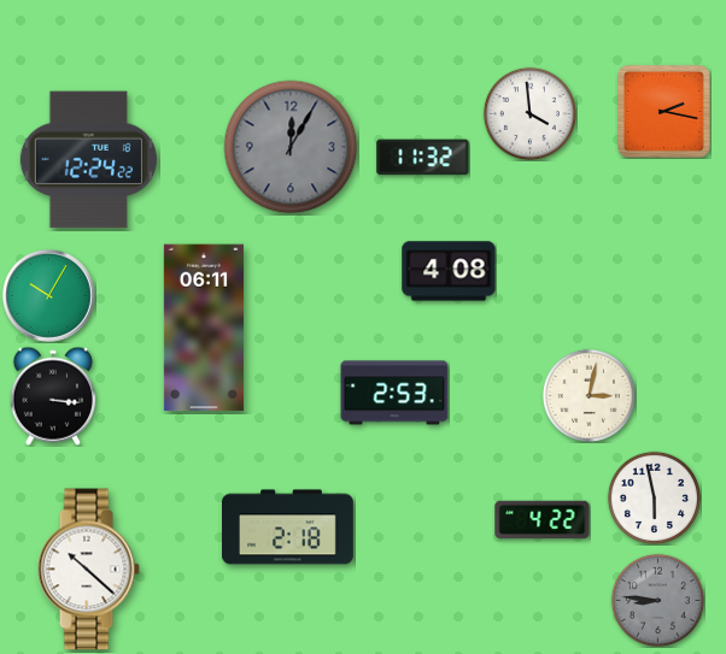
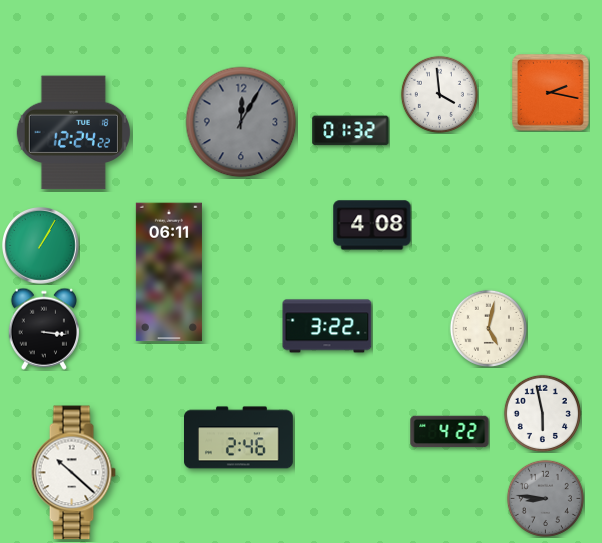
clock at (423, 158): 11:32 -> 01:32
clock at (49, 296): 10:05 -> 1:05
clock at (394, 393): 2:53 -> 3:22
clock at (589, 395): 3:02 -> 5:02
clock at (288, 528): 2:18 -> 2:46
